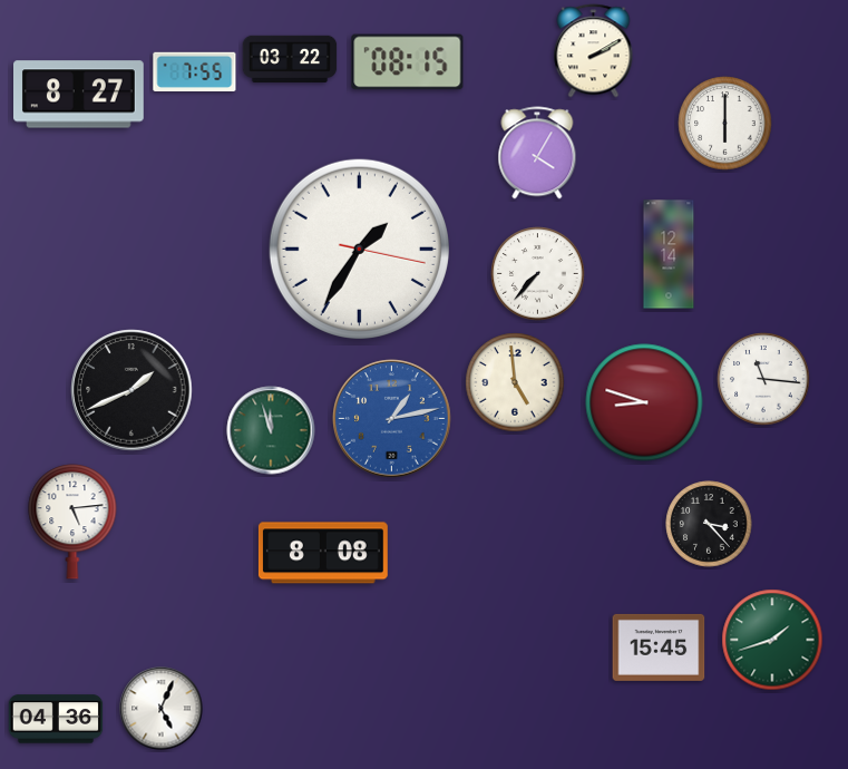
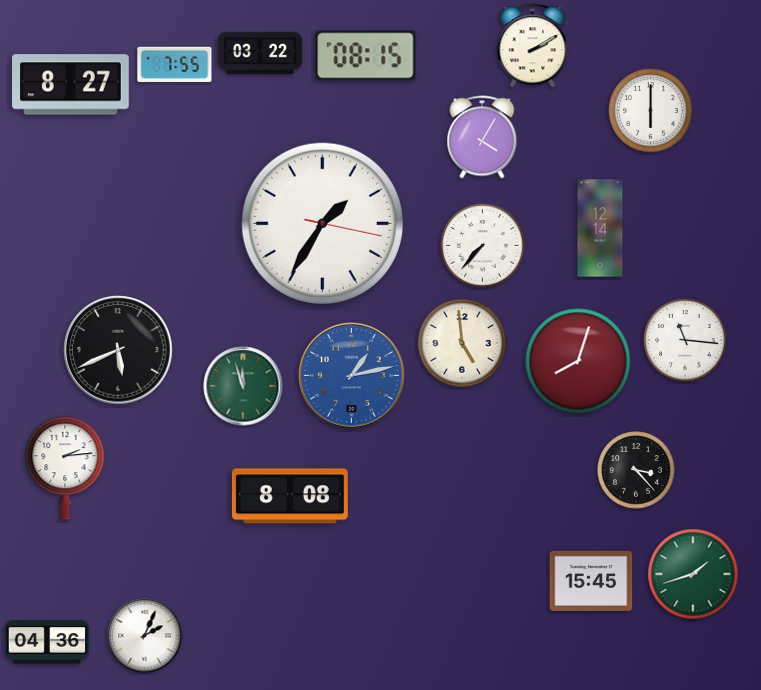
clock at (131, 390): 1:41 -> 5:41
clock at (644, 402): 8:48 -> 8:03
clock at (72, 522): 5:14 -> 2:14
clock at (162, 709): 5:04 -> 2:04
clock at (56, 719) position: (56, 719) -> (47, 642)
